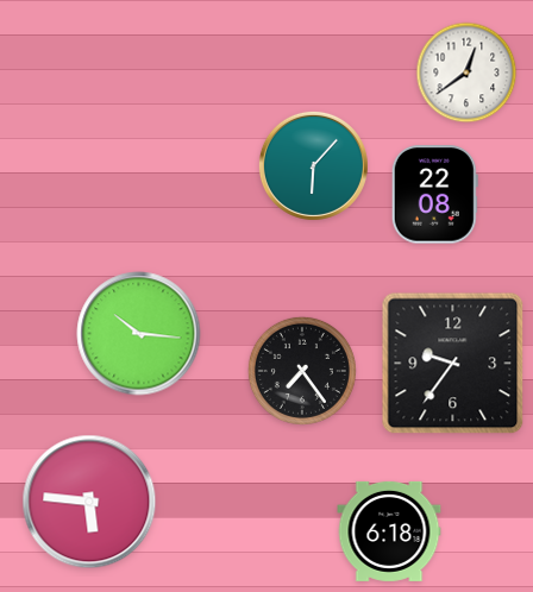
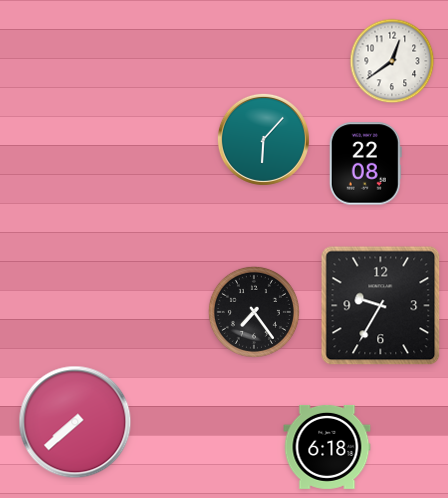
clock at (139, 334): 10:16 -> none
clock at (453, 364): 9:36 -> 9:35
clock at (89, 502): 5:46 -> 7:38
